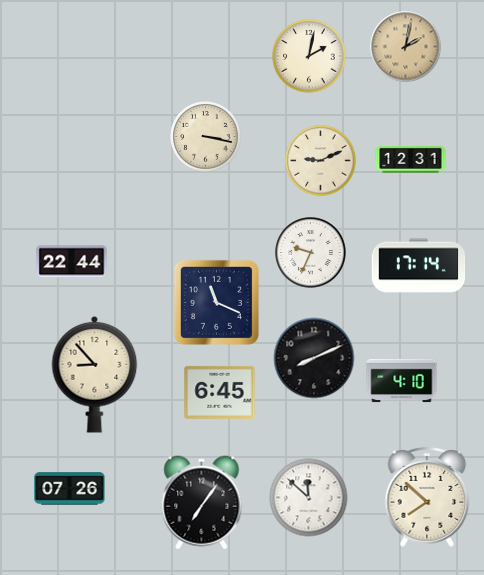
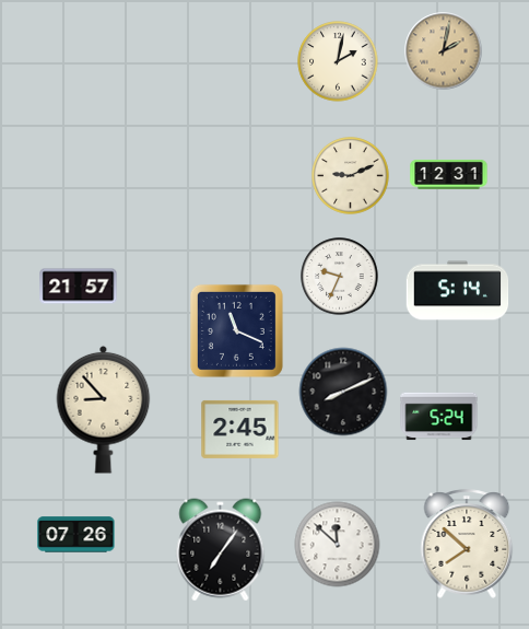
clock at (206, 137): 3:17 -> none
clock at (72, 262): 22:44 -> 21:57
clock at (419, 266): 17:14 -> 5:14
clock at (402, 381): 4:10 -> 5:24
clock at (220, 392): 6:45 -> 2:45
